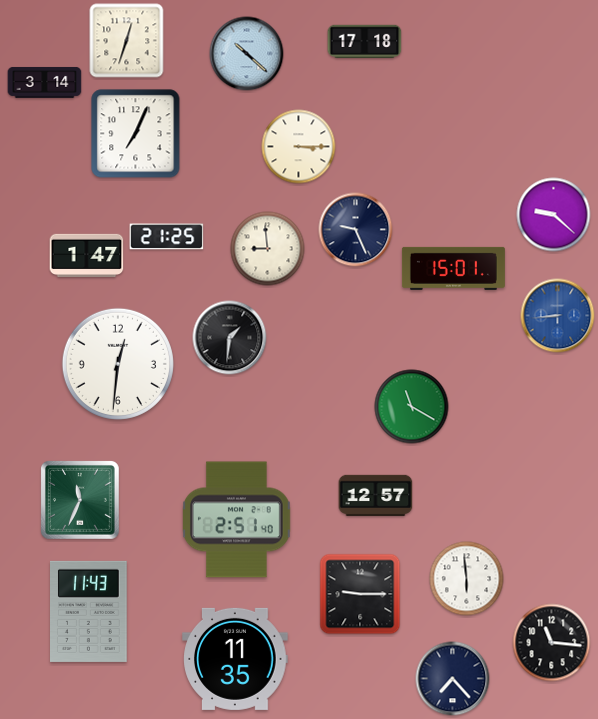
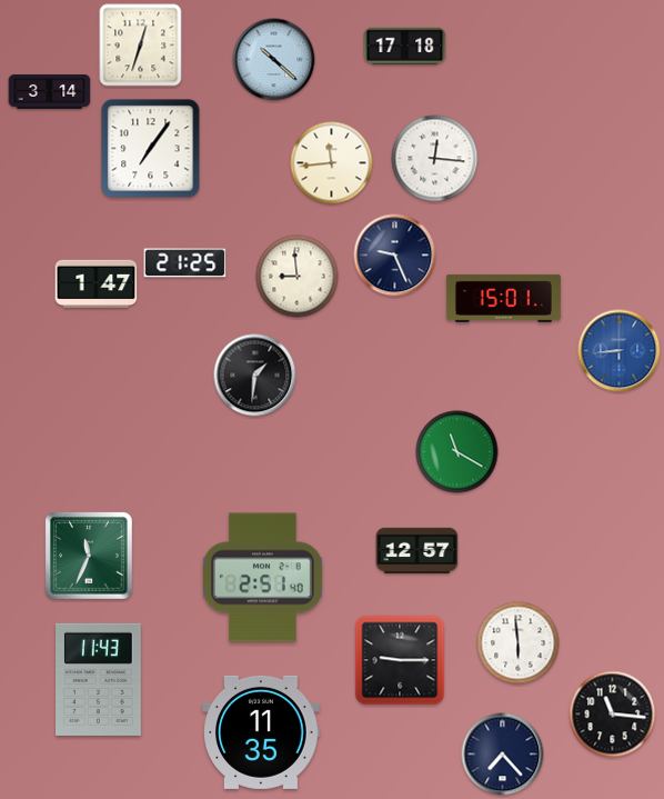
clock at (136, 134): 7:04 -> 7:06
clock at (435, 159): none -> 12:16
clock at (299, 147): 3:15 -> 11:44
clock at (554, 215): 9:22 -> none
clock at (118, 364): 12:31 -> none
